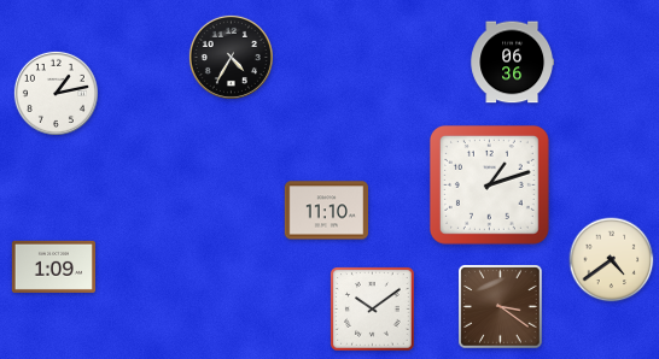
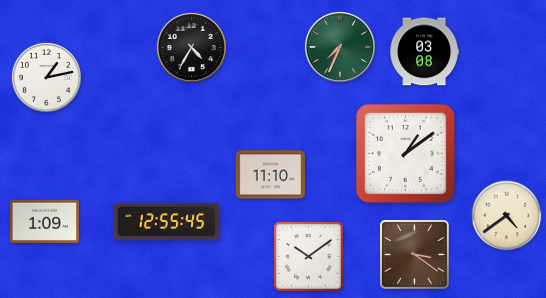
clock at (340, 47): none -> 7:34
clock at (512, 63): 06:36 -> 03:08
clock at (489, 184): 1:12 -> 1:09
clock at (167, 222): none -> 12:55
